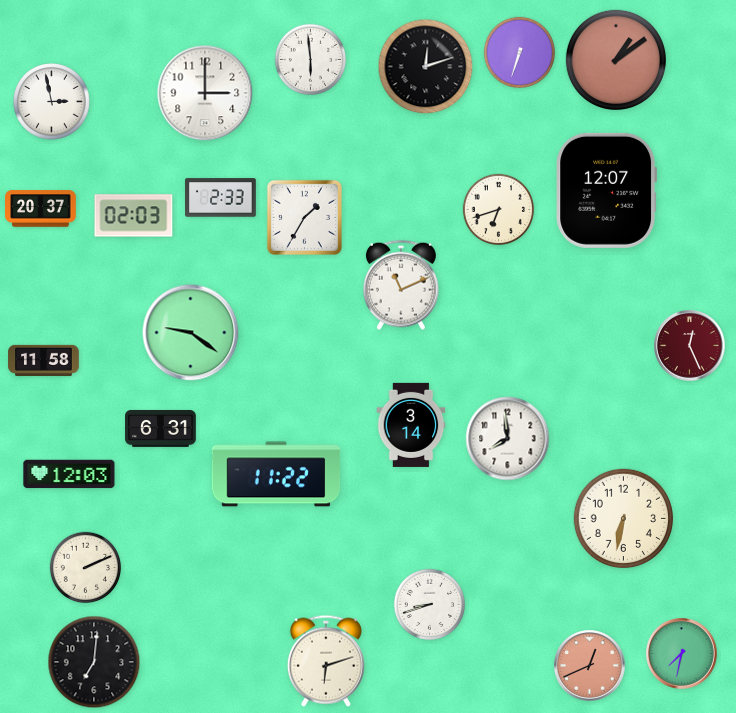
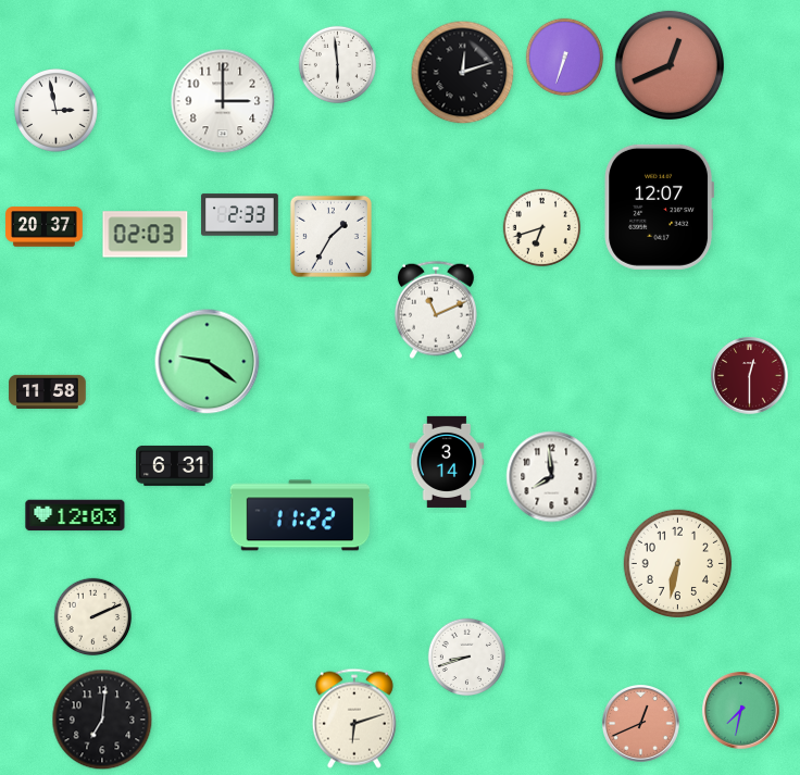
clock at (615, 59): 1:09 -> 12:41
clock at (690, 346): 12:26 -> 12:30
